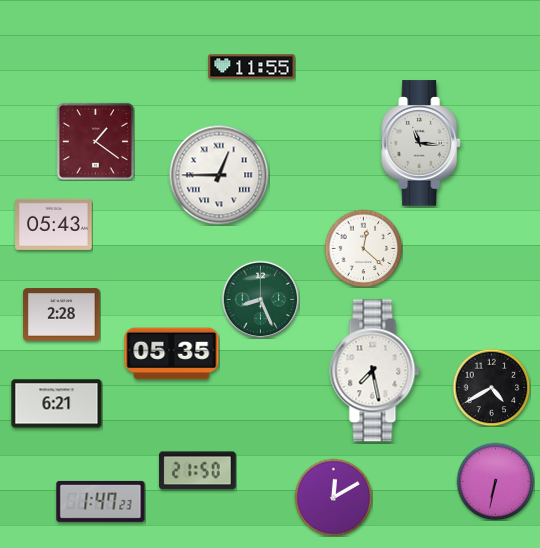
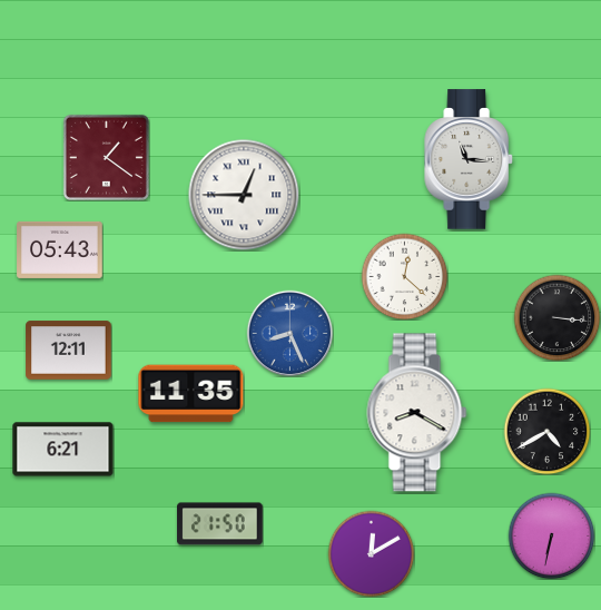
clock at (252, 67): 11:55 -> none
clock at (556, 317): none -> 3:16
clock at (260, 299) dial: green -> blue
clock at (62, 315): 2:28 -> 12:11
clock at (172, 354): 05:35 -> 11:35
clock at (375, 371): 7:28 -> 8:20
clock at (101, 501): 1:47 -> none
